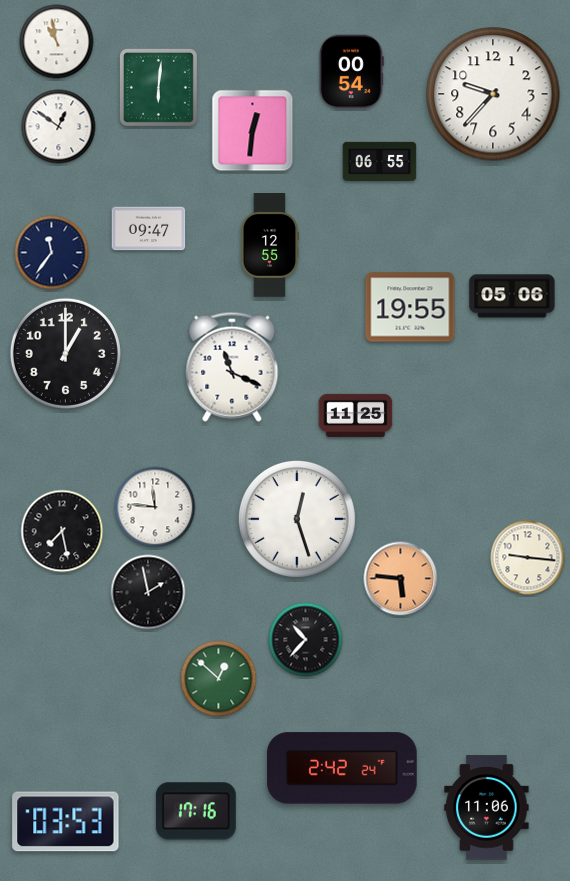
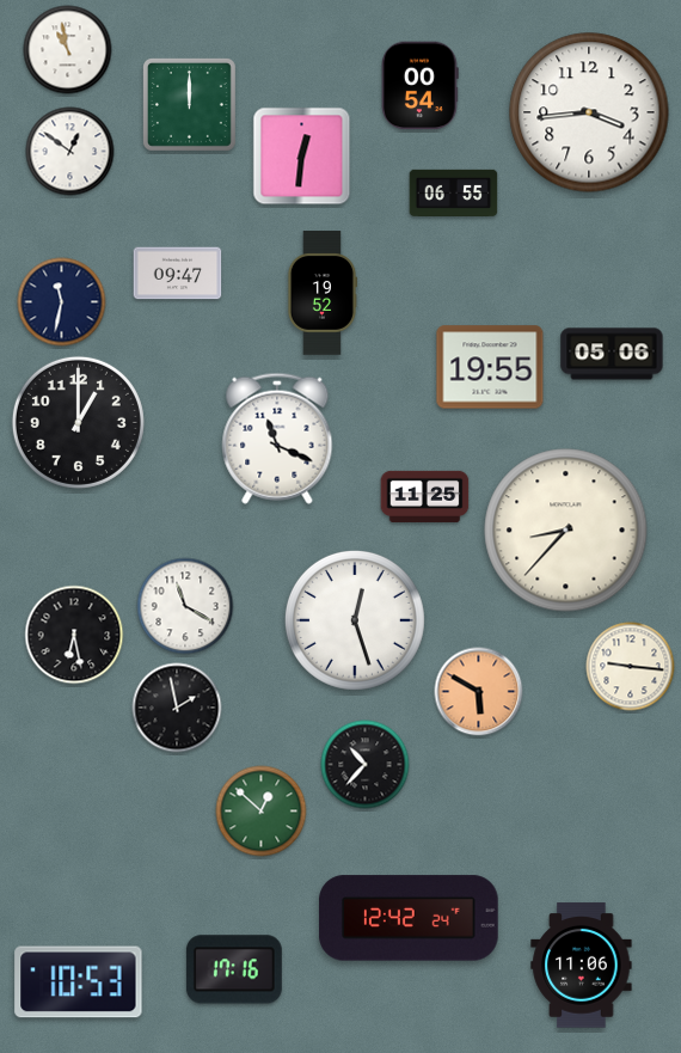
clock at (158, 87): 6:01 -> 12:00
clock at (493, 94): 9:37 -> 3:44
clock at (270, 245): 12:55 -> 19:52
clock at (52, 253): 11:36 -> 11:32
clock at (566, 531): none -> 8:37
clock at (155, 507): 11:46 -> 11:20
clock at (62, 531): 7:28 -> 6:28
clock at (401, 579): 5:46 -> 5:50
clock at (342, 768): 2:42 -> 12:42
clock at (66, 822): 03:53 -> 10:53
